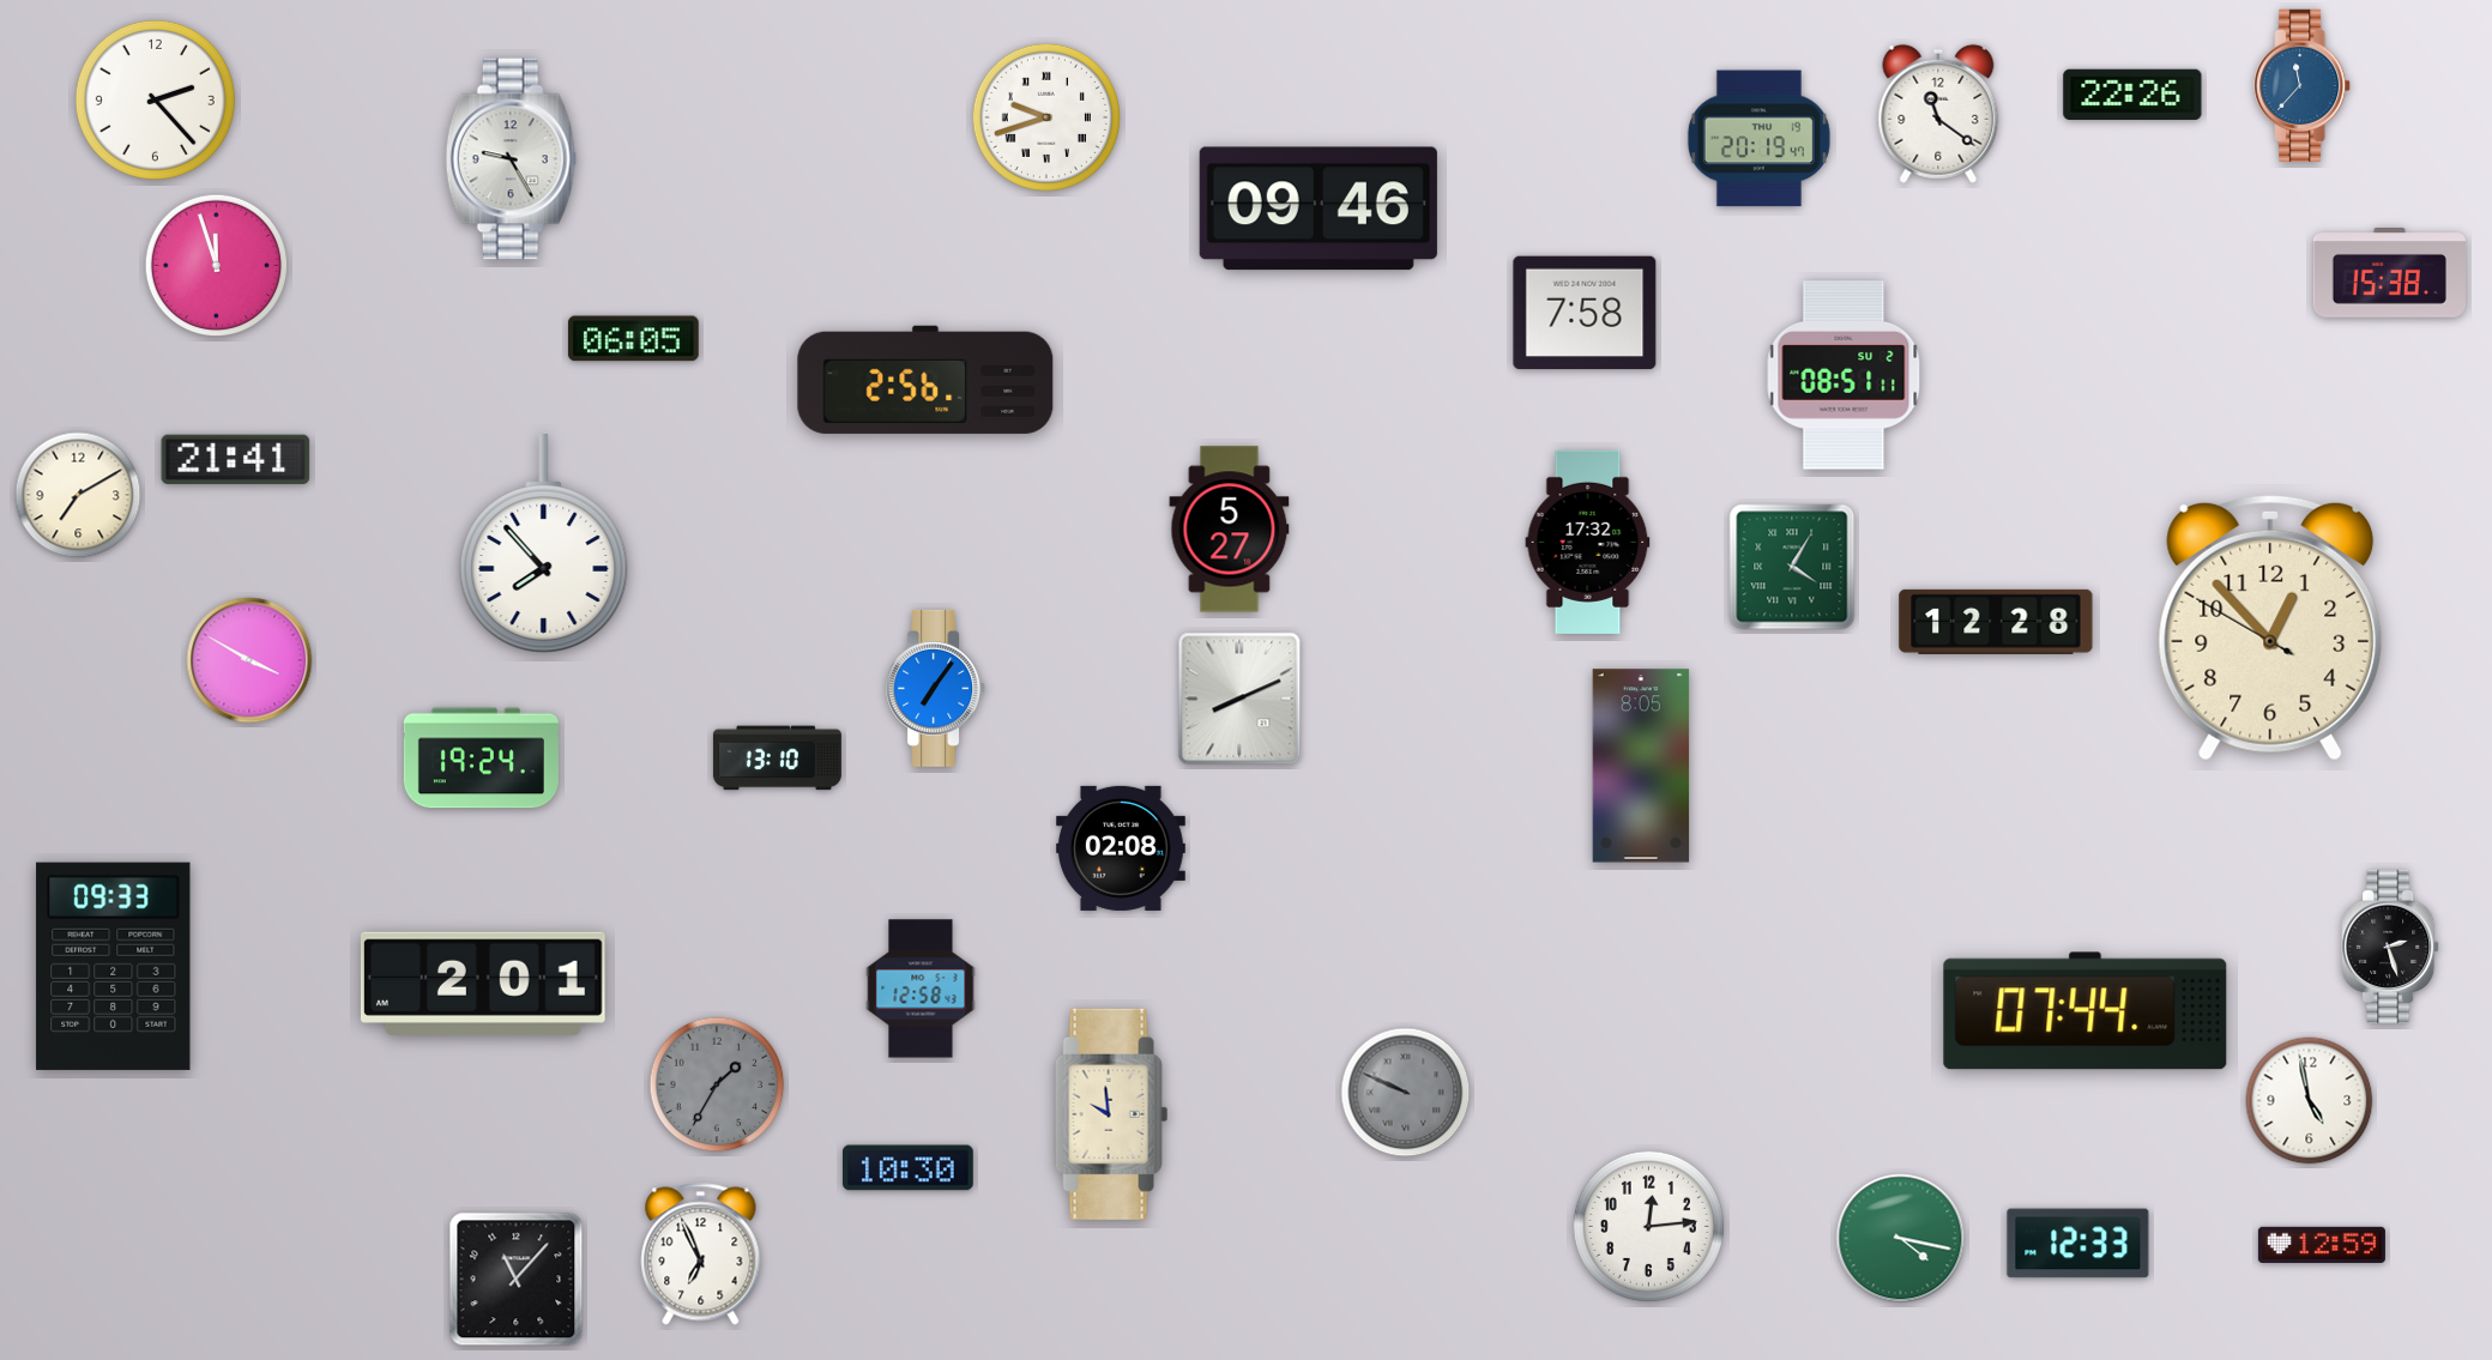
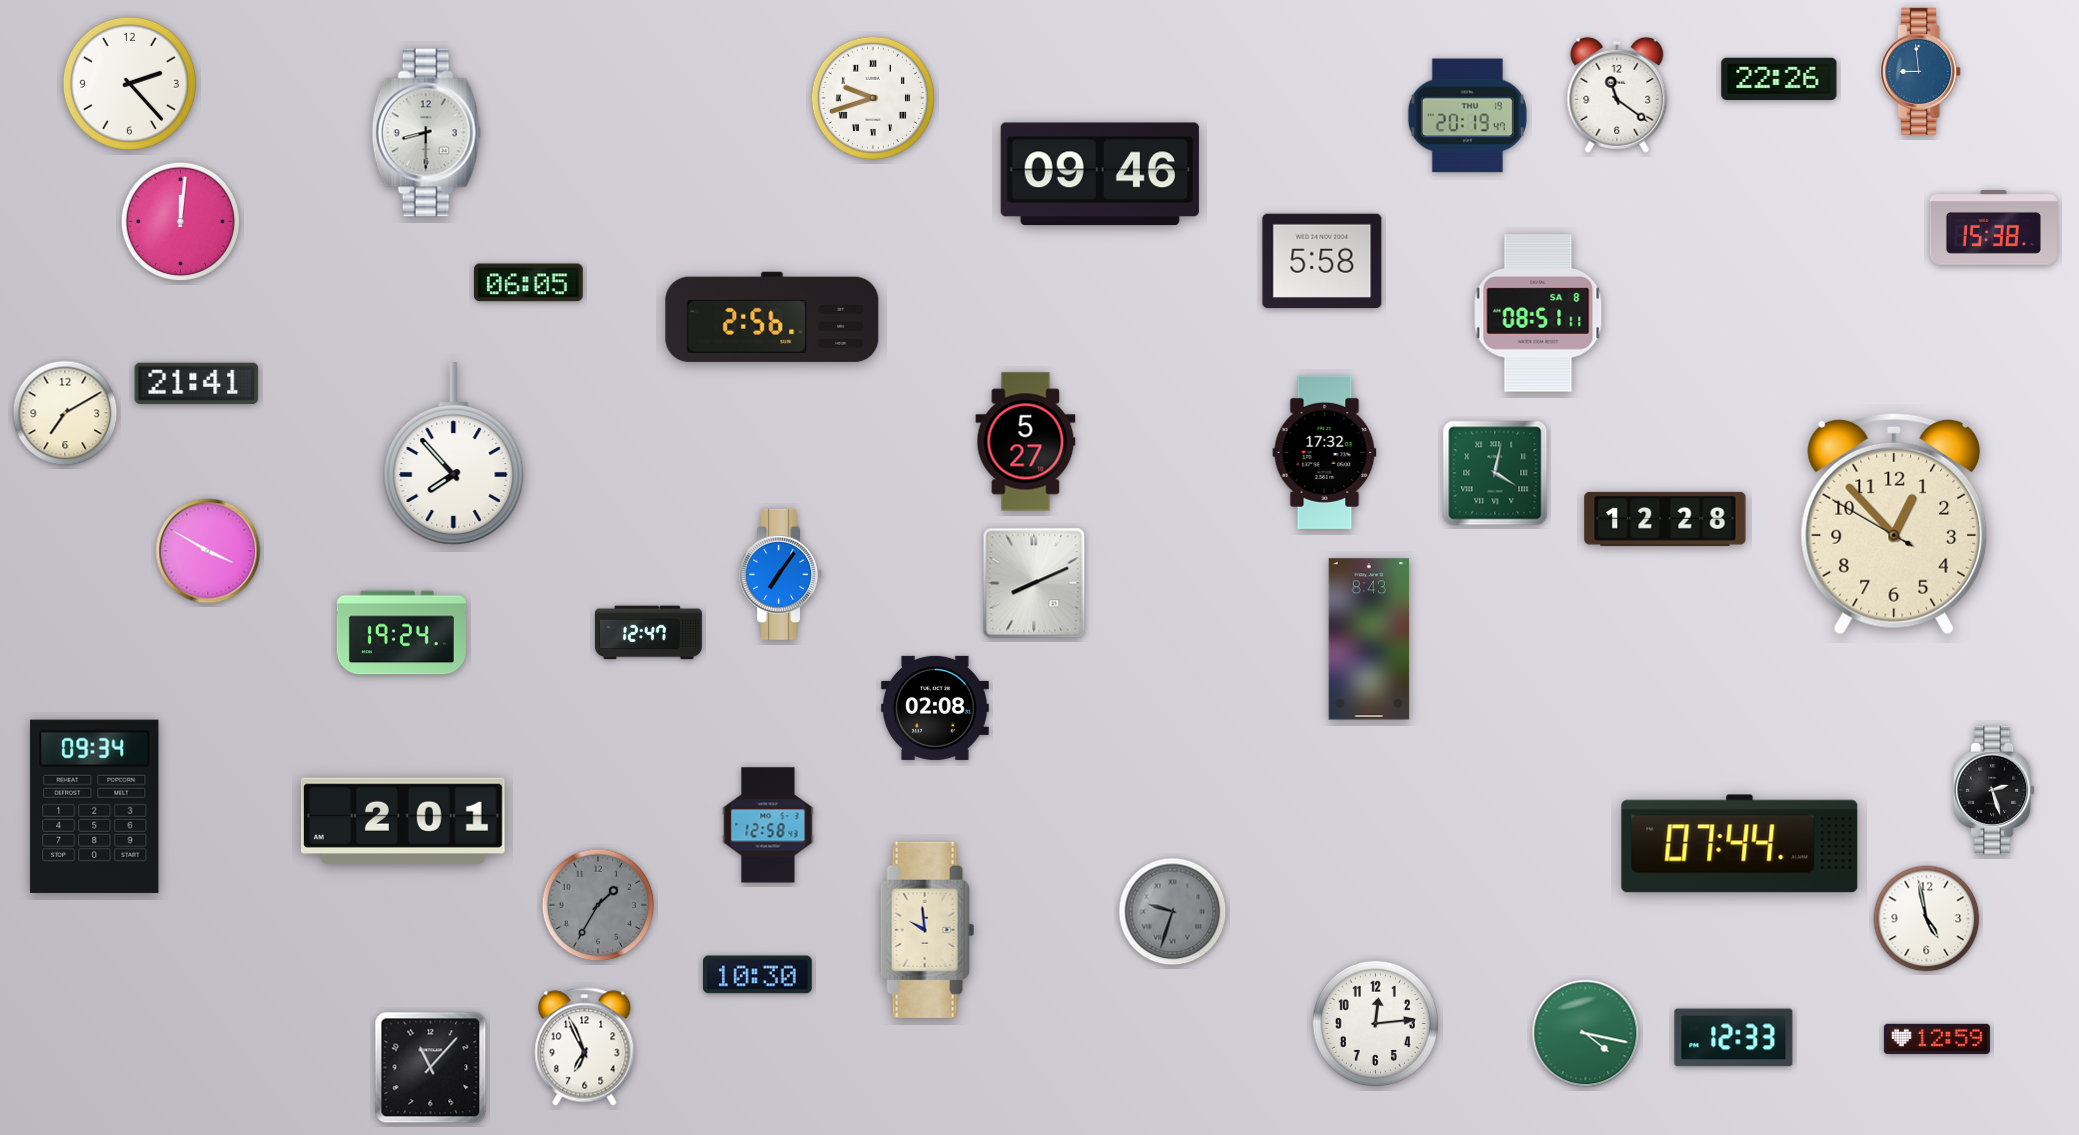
clock at (2303, 85): 11:37 -> 8:59
clock at (512, 159): 9:25 -> 8:30
clock at (217, 266): 11:57 -> 12:01
clock at (1585, 313): 7:58 -> 5:58
clock at (1844, 375) date: SU 2 -> SA 8
clock at (1792, 567): 4:05 -> 4:02
clock at (777, 758): 13:10 -> 12:47
clock at (1641, 766): 8:05 -> 8:43
clock at (114, 966): 09:33 -> 09:34
clock at (1406, 1093): 9:49 -> 9:33
